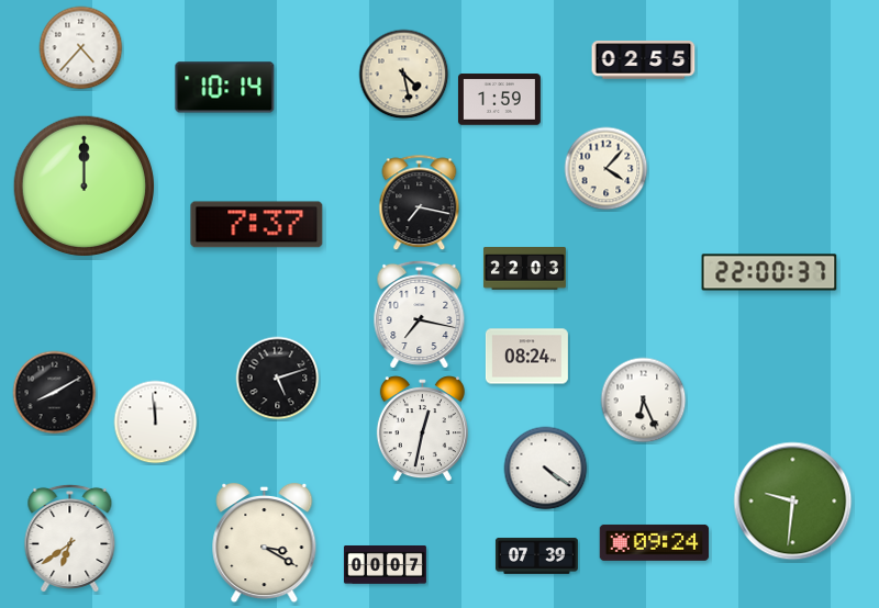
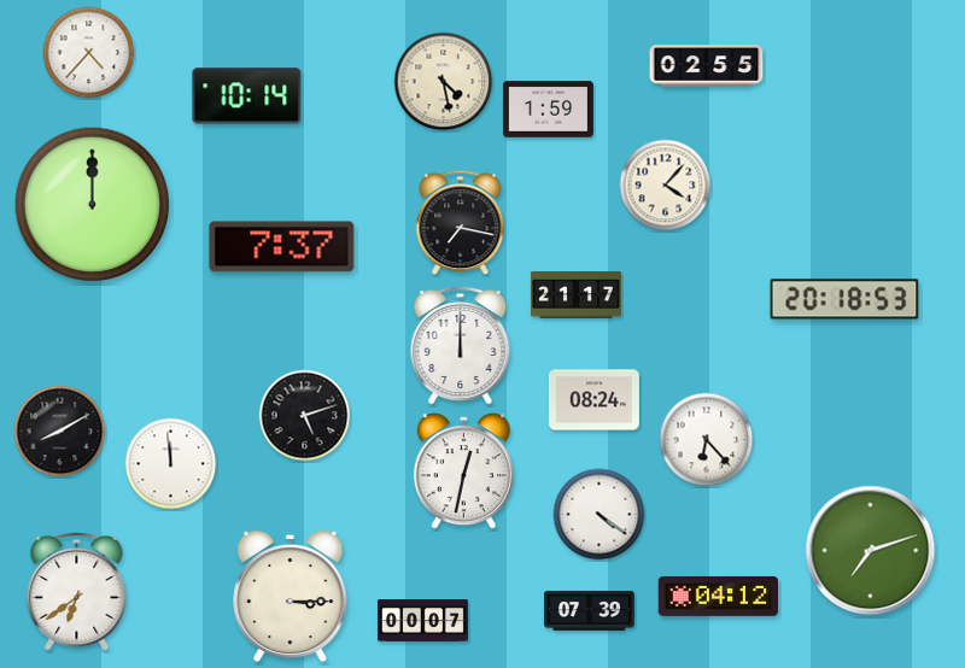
clock at (524, 269): 22:03 -> 21:17
clock at (769, 272): 22:00 -> 20:18
clock at (420, 314): 7:17 -> 12:00
clock at (526, 357) position: (526, 357) -> (593, 400)
clock at (644, 401): 6:26 -> 6:23
clock at (793, 502): 9:31 -> 7:12
clock at (655, 542): 09:24 -> 04:12
clock at (265, 543): 3:20 -> 3:15
